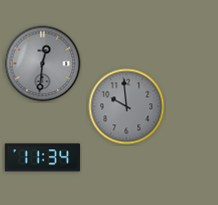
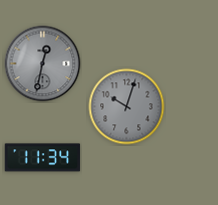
clock at (43, 64): 12:31 -> 12:32
clock at (127, 107): 9:59 -> 10:03
